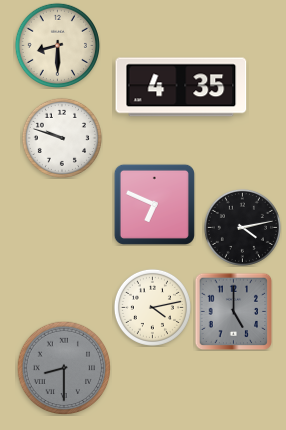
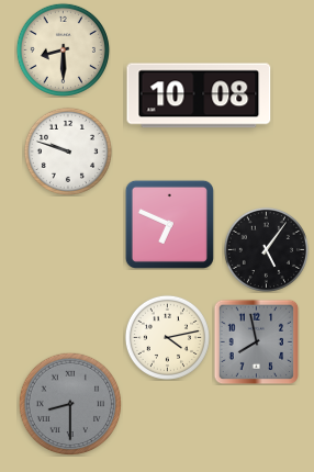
clock at (181, 87): 4:35 -> 10:08
clock at (242, 227): 4:13 -> 5:06
clock at (233, 311): 5:00 -> 7:58
